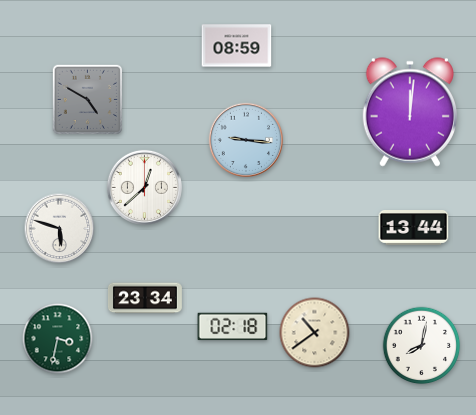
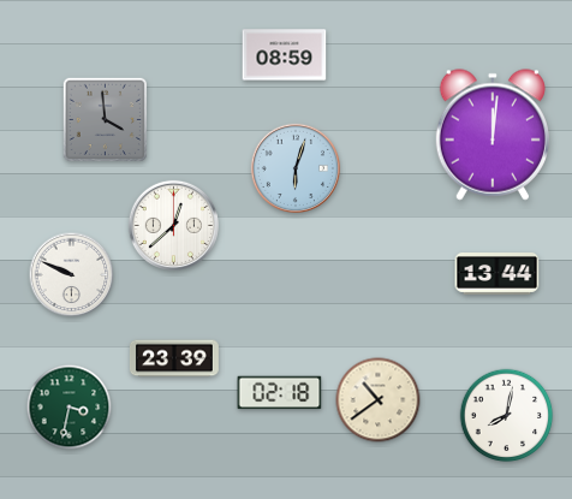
clock at (87, 99): 4:50 -> 3:59
clock at (245, 139): 9:16 -> 6:03
clock at (60, 229): 5:48 -> 9:49
clock at (145, 298): 23:34 -> 23:39
